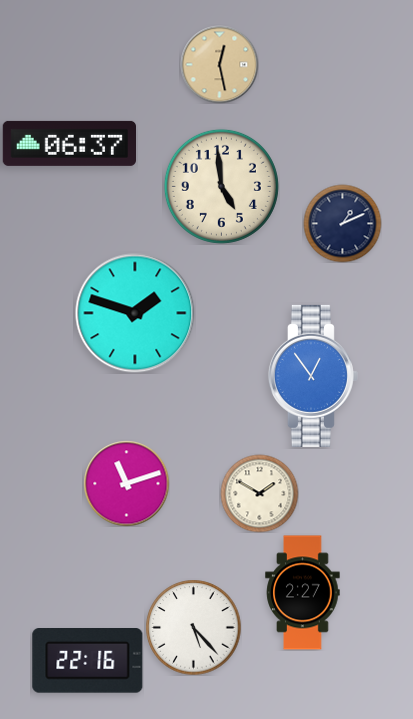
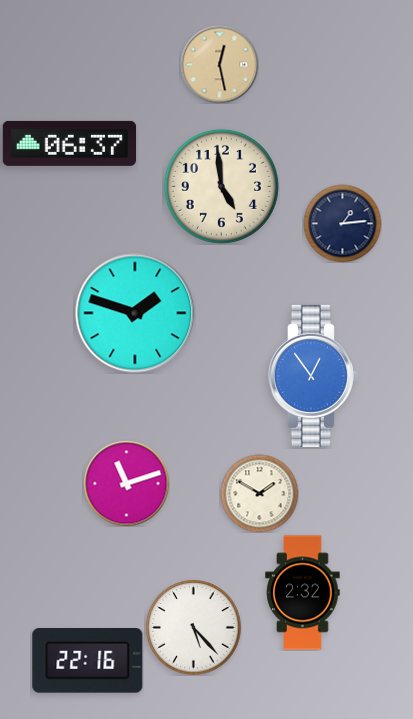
clock at (342, 223): 1:11 -> 1:14
clock at (303, 593): 2:27 -> 2:32
